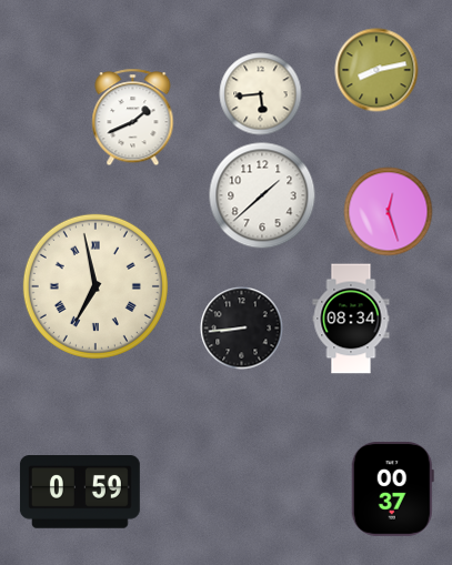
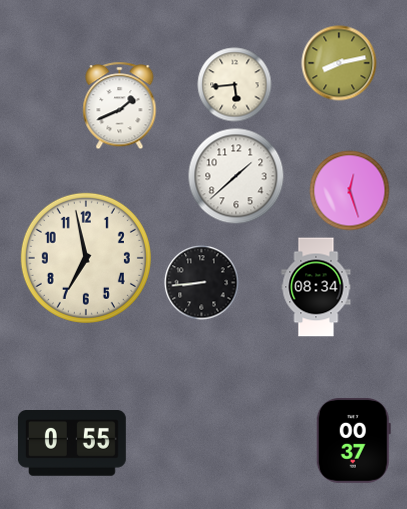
clock at (96, 286) numerals: Roman -> Arabic
clock at (242, 329) position: (242, 329) -> (202, 283)
clock at (80, 493): 0:59 -> 0:55
